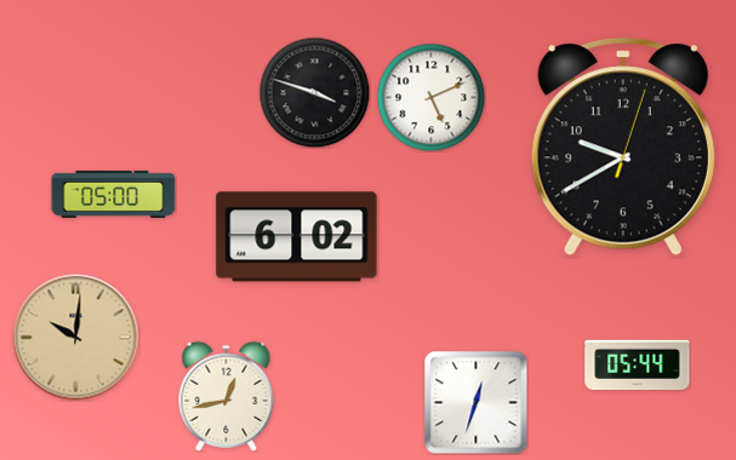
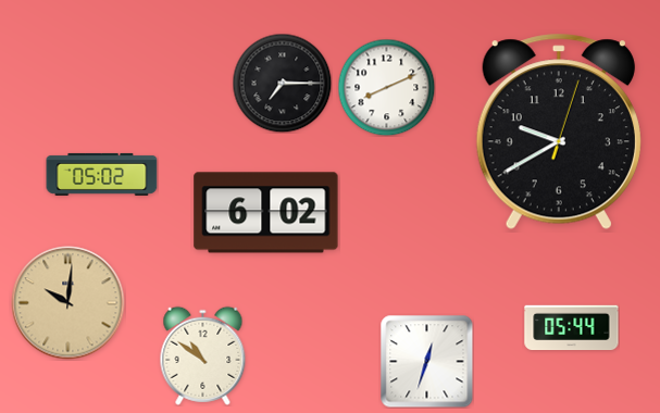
clock at (314, 92): 3:48 -> 7:15
clock at (430, 97): 5:11 -> 8:11
clock at (114, 194): 05:00 -> 05:02
clock at (227, 396): 12:43 -> 10:51
